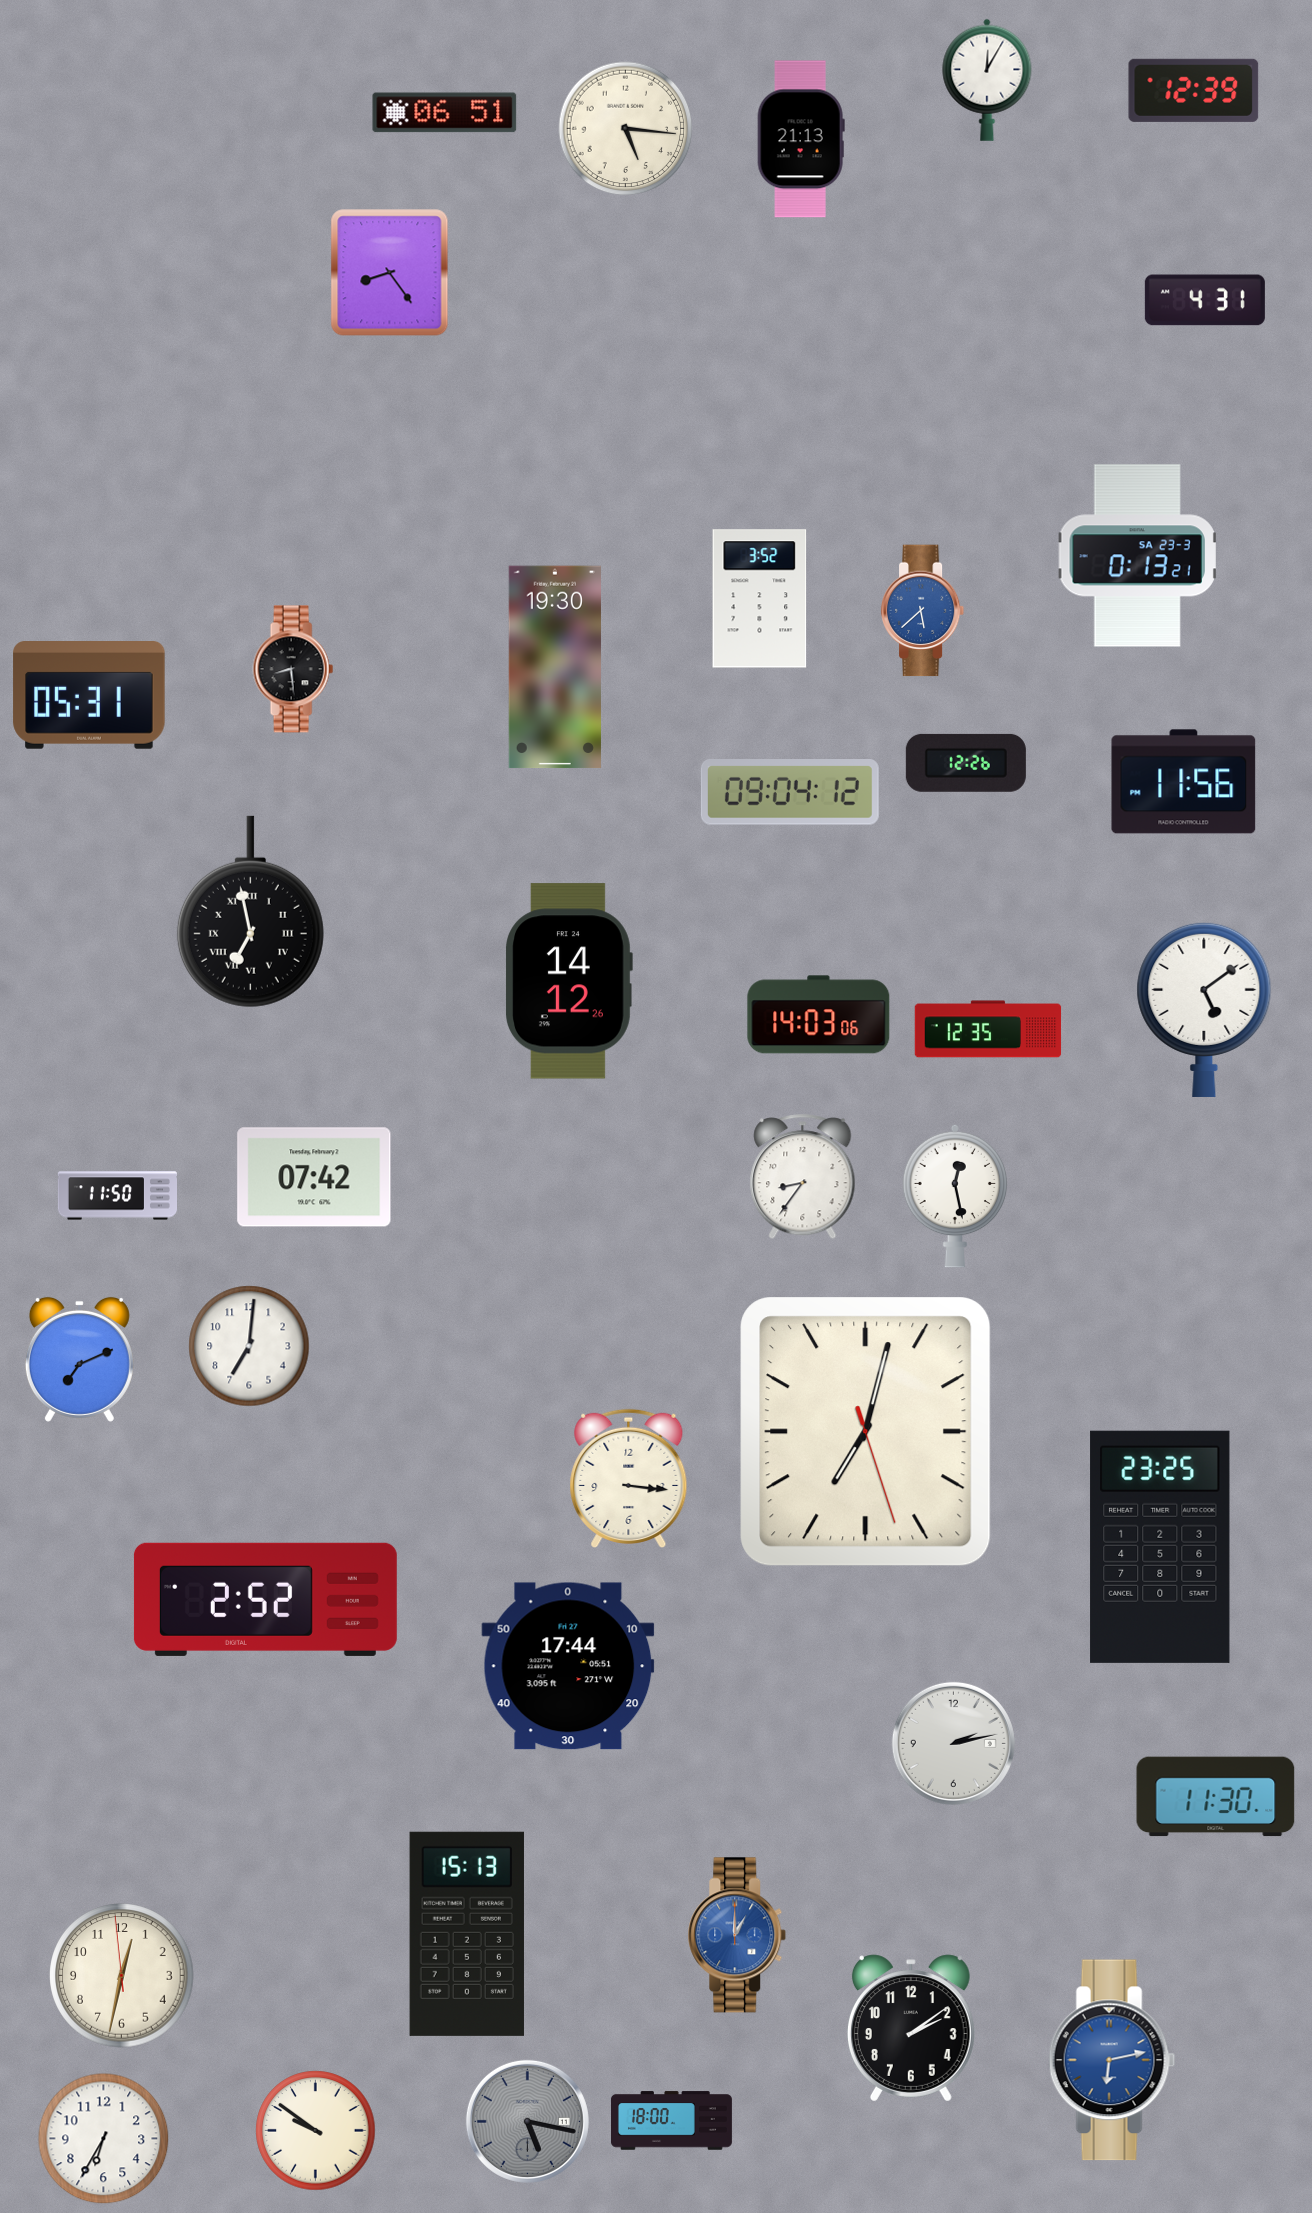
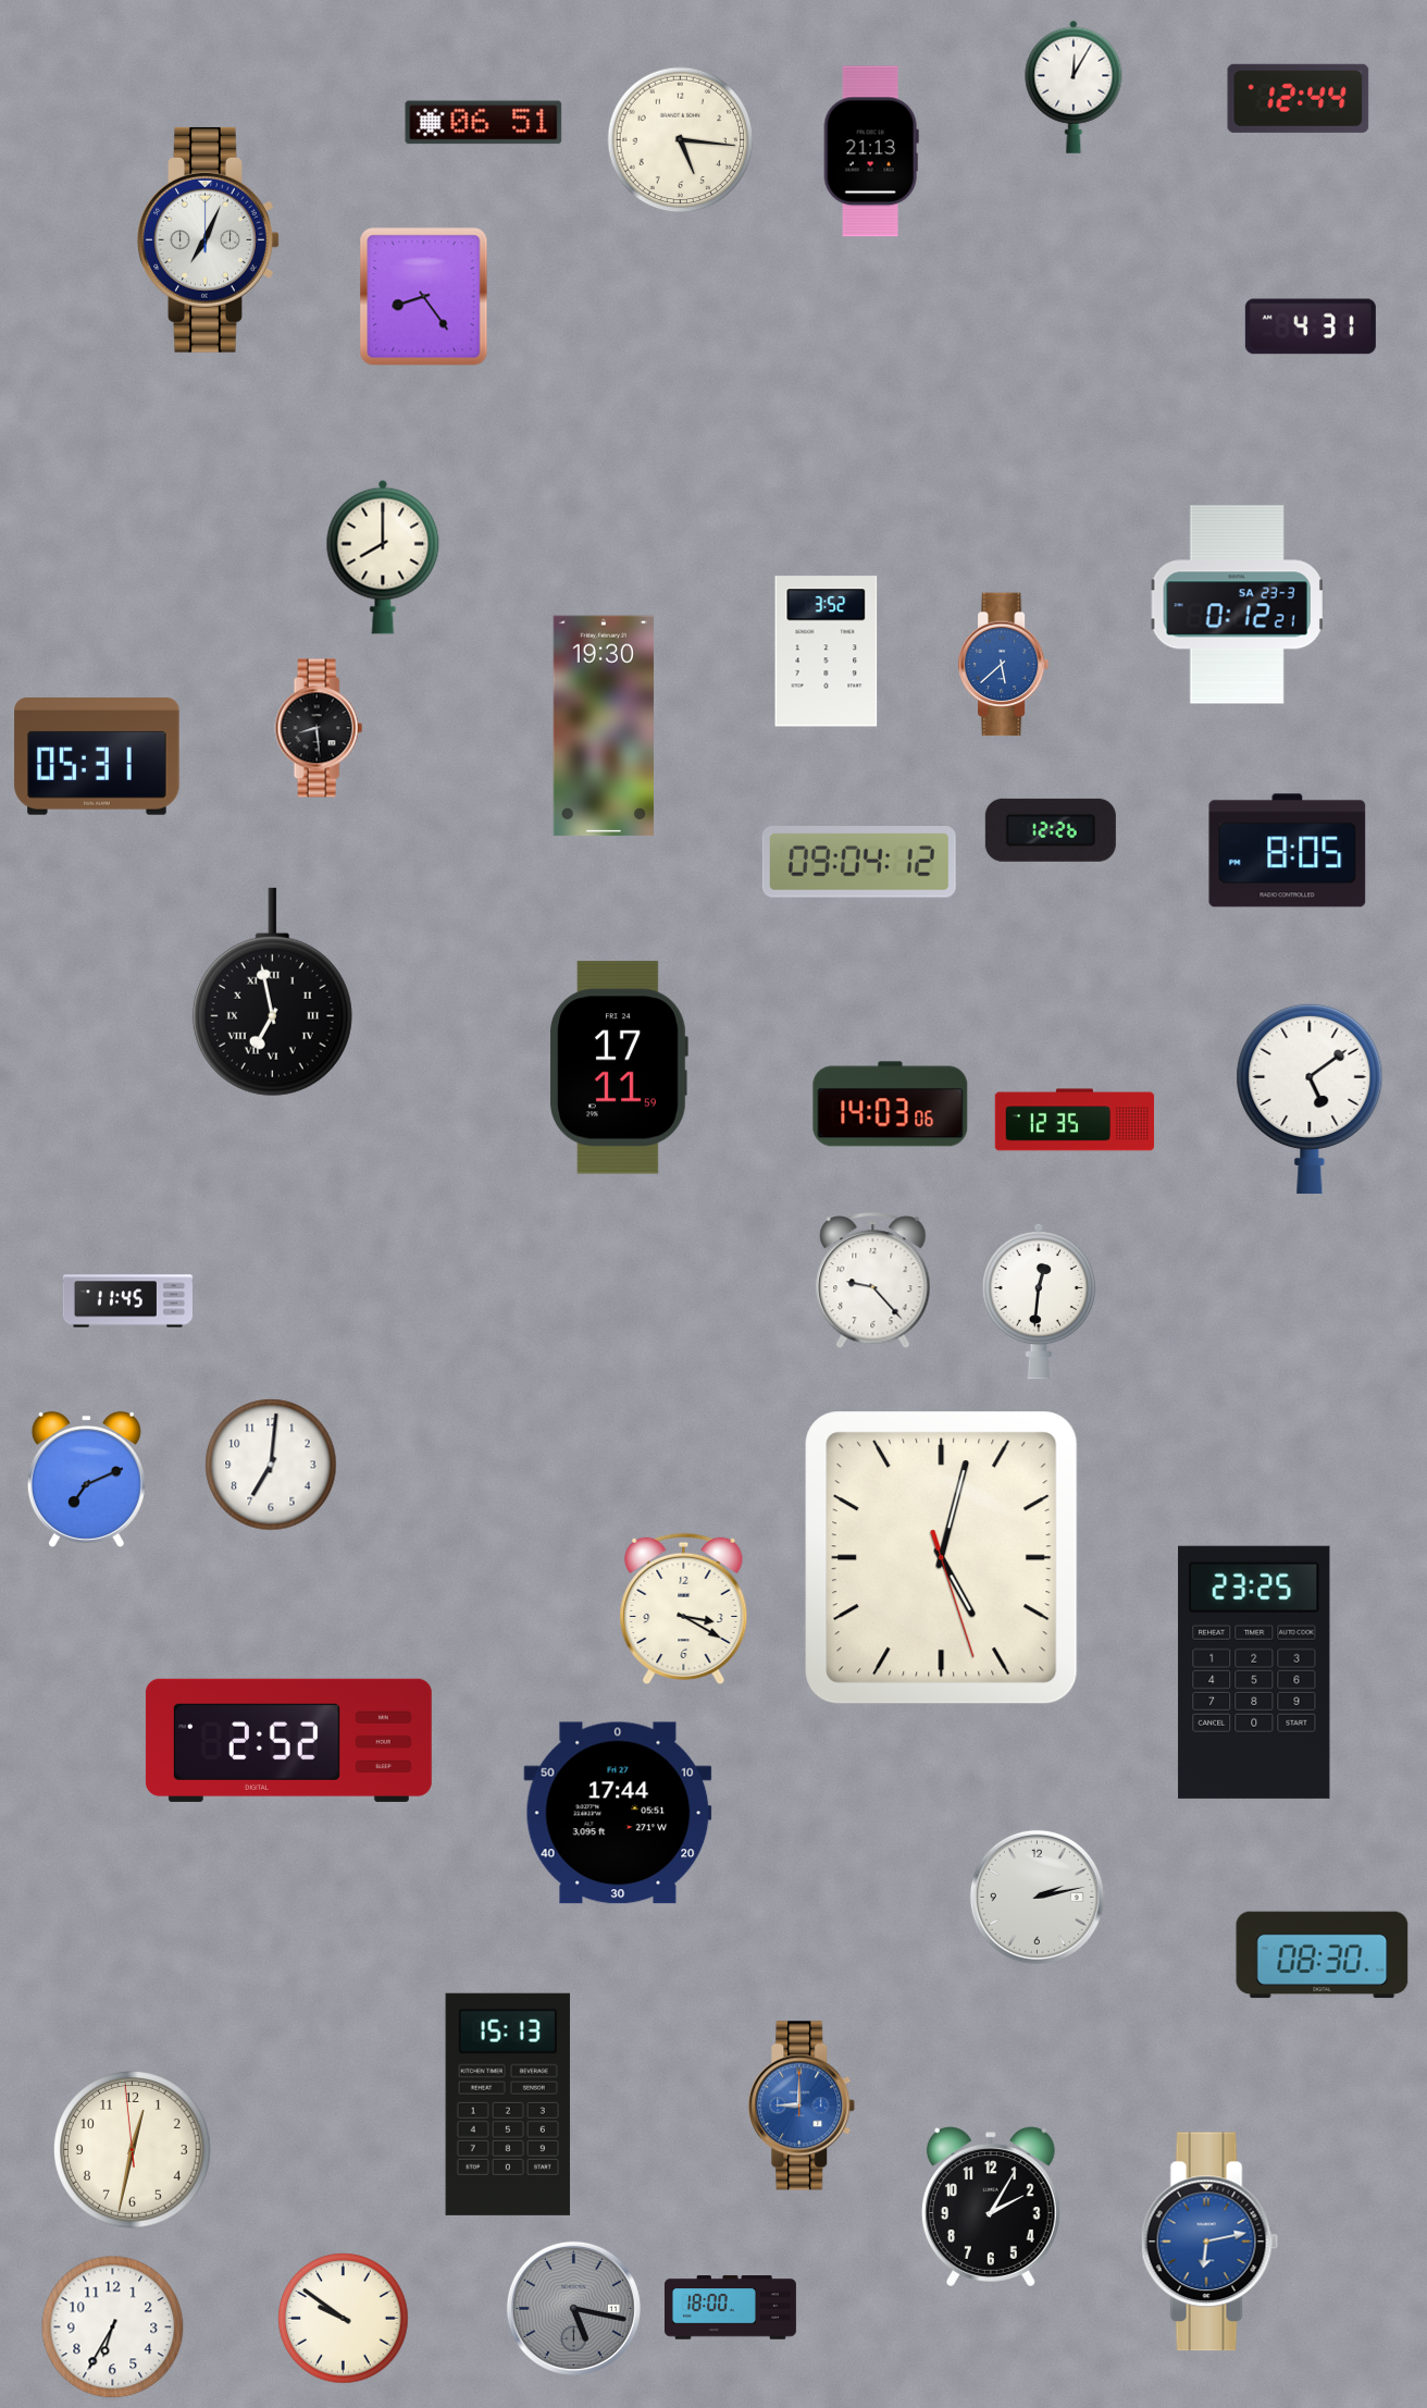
clock at (1194, 90): 12:39 -> 12:44
clock at (209, 239): none -> 7:04
clock at (383, 557): none -> 8:00
clock at (1137, 556): 0:13 -> 0:12
clock at (1184, 782): 11:56 -> 8:05
clock at (569, 981): 14:12 -> 17:11
clock at (314, 1177): 07:42 -> none
clock at (803, 1177): 8:36 -> 9:23
clock at (117, 1196): 11:50 -> 11:45
clock at (955, 1196): 12:28 -> 12:31
clock at (866, 1432): 7:02 -> 5:02
clock at (629, 1478): 3:16 -> 3:20
clock at (1160, 1547) position: (1160, 1547) -> (1254, 1672)
clock at (1216, 1797): 11:30 -> 08:30
clock at (737, 1935): 1:00 -> 9:00
clock at (911, 2028): 2:09 -> 2:05
